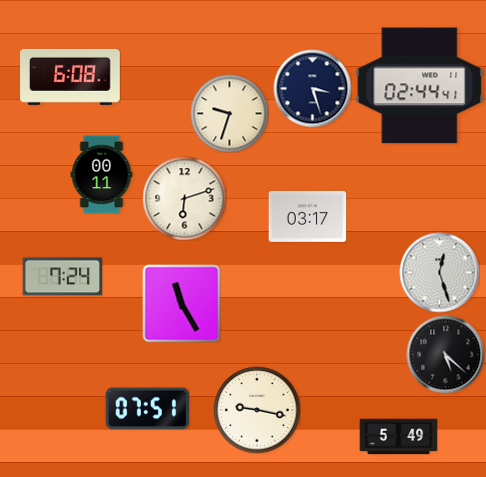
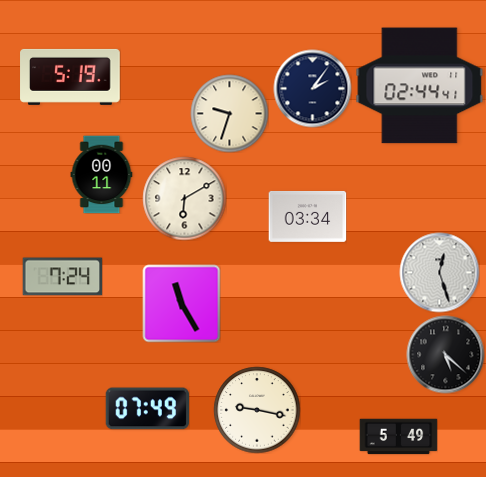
clock at (70, 77): 6:08 -> 5:19
clock at (312, 88): 3:27 -> 2:06
clock at (184, 198): 6:12 -> 6:10
clock at (307, 216): 03:17 -> 03:34
clock at (147, 409): 07:51 -> 07:49
